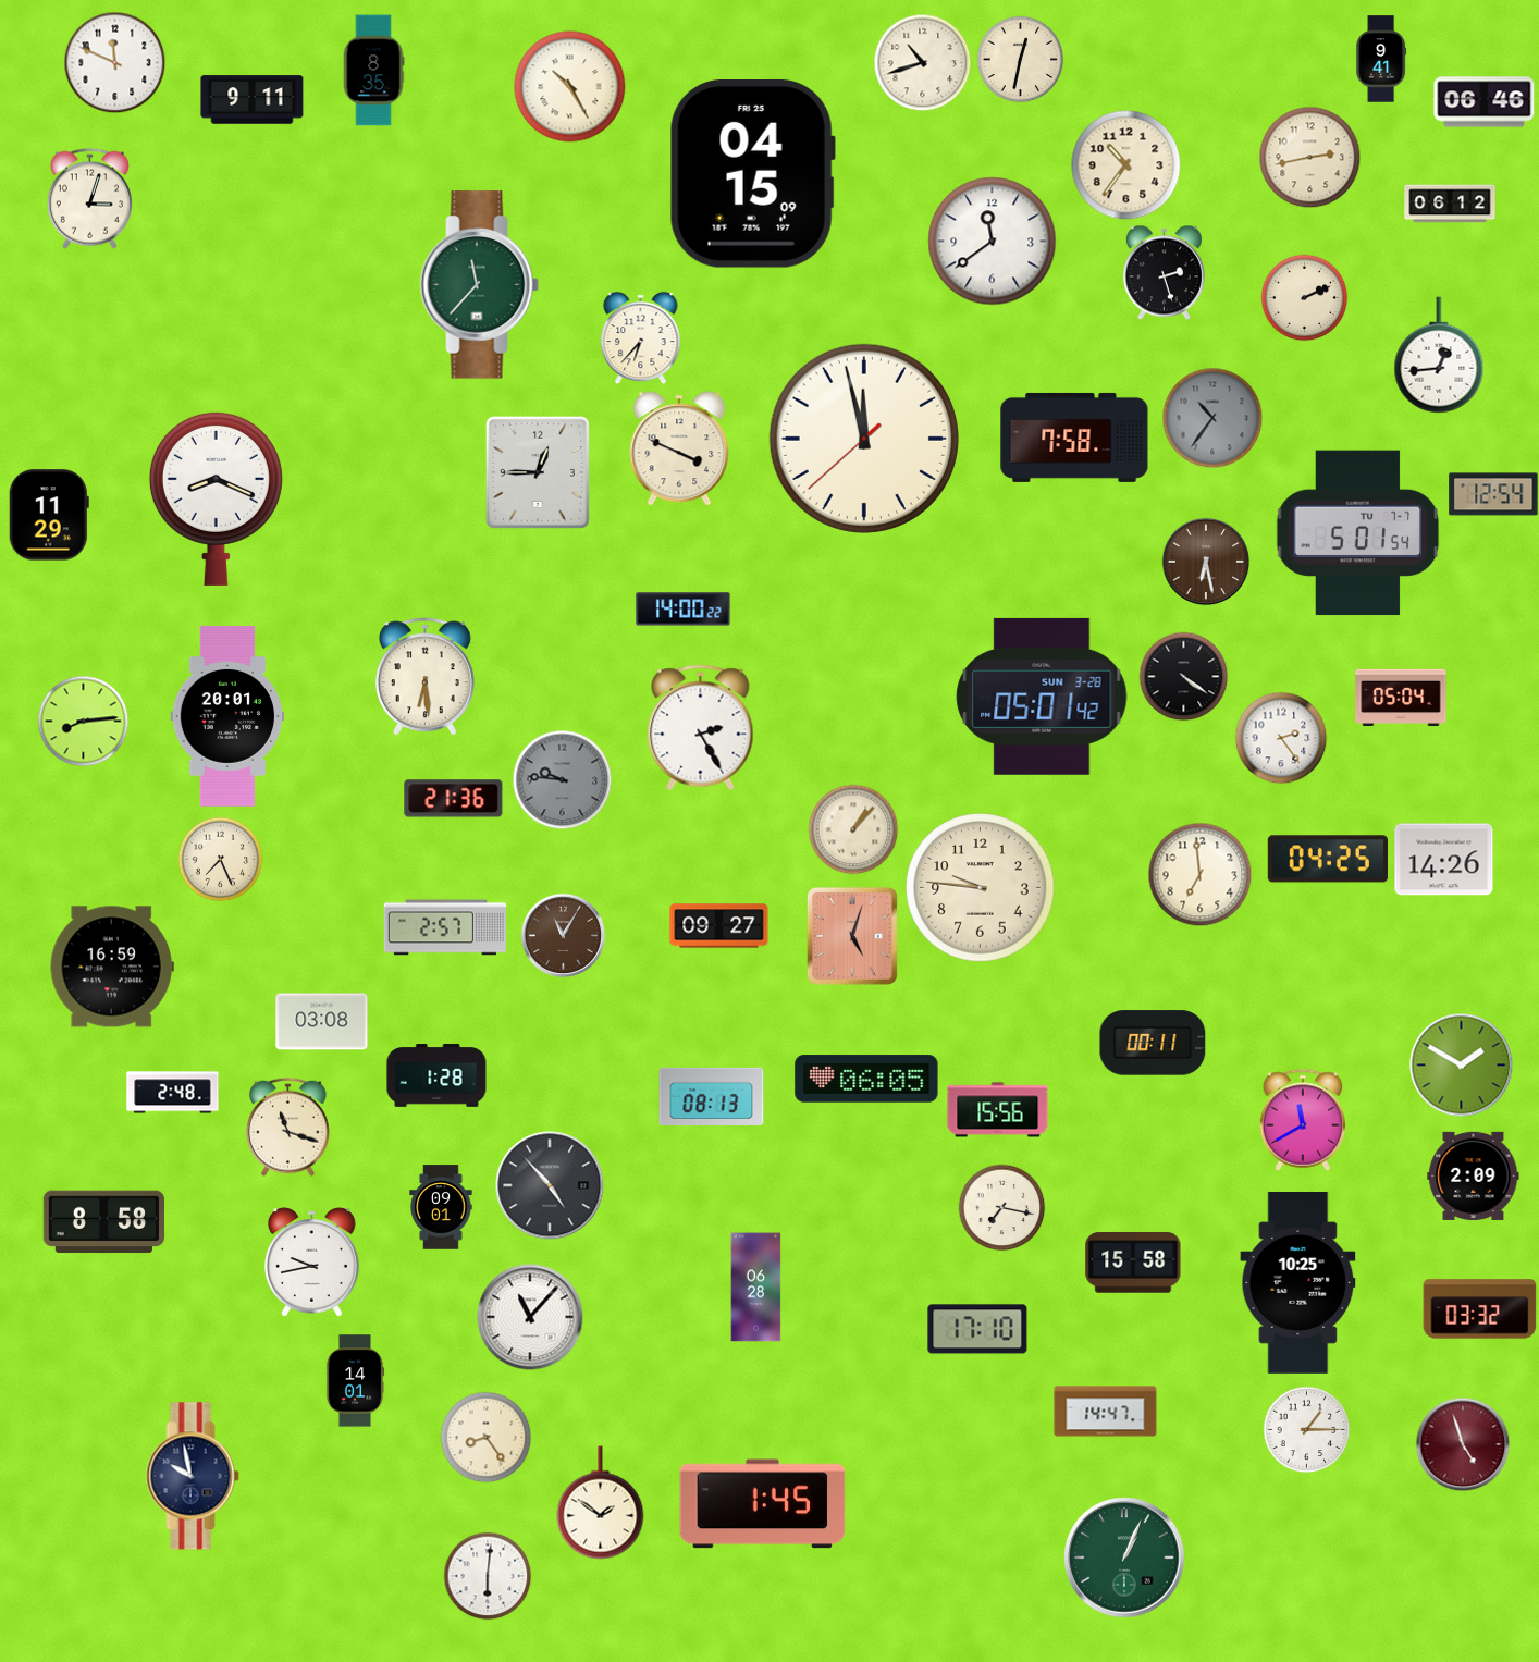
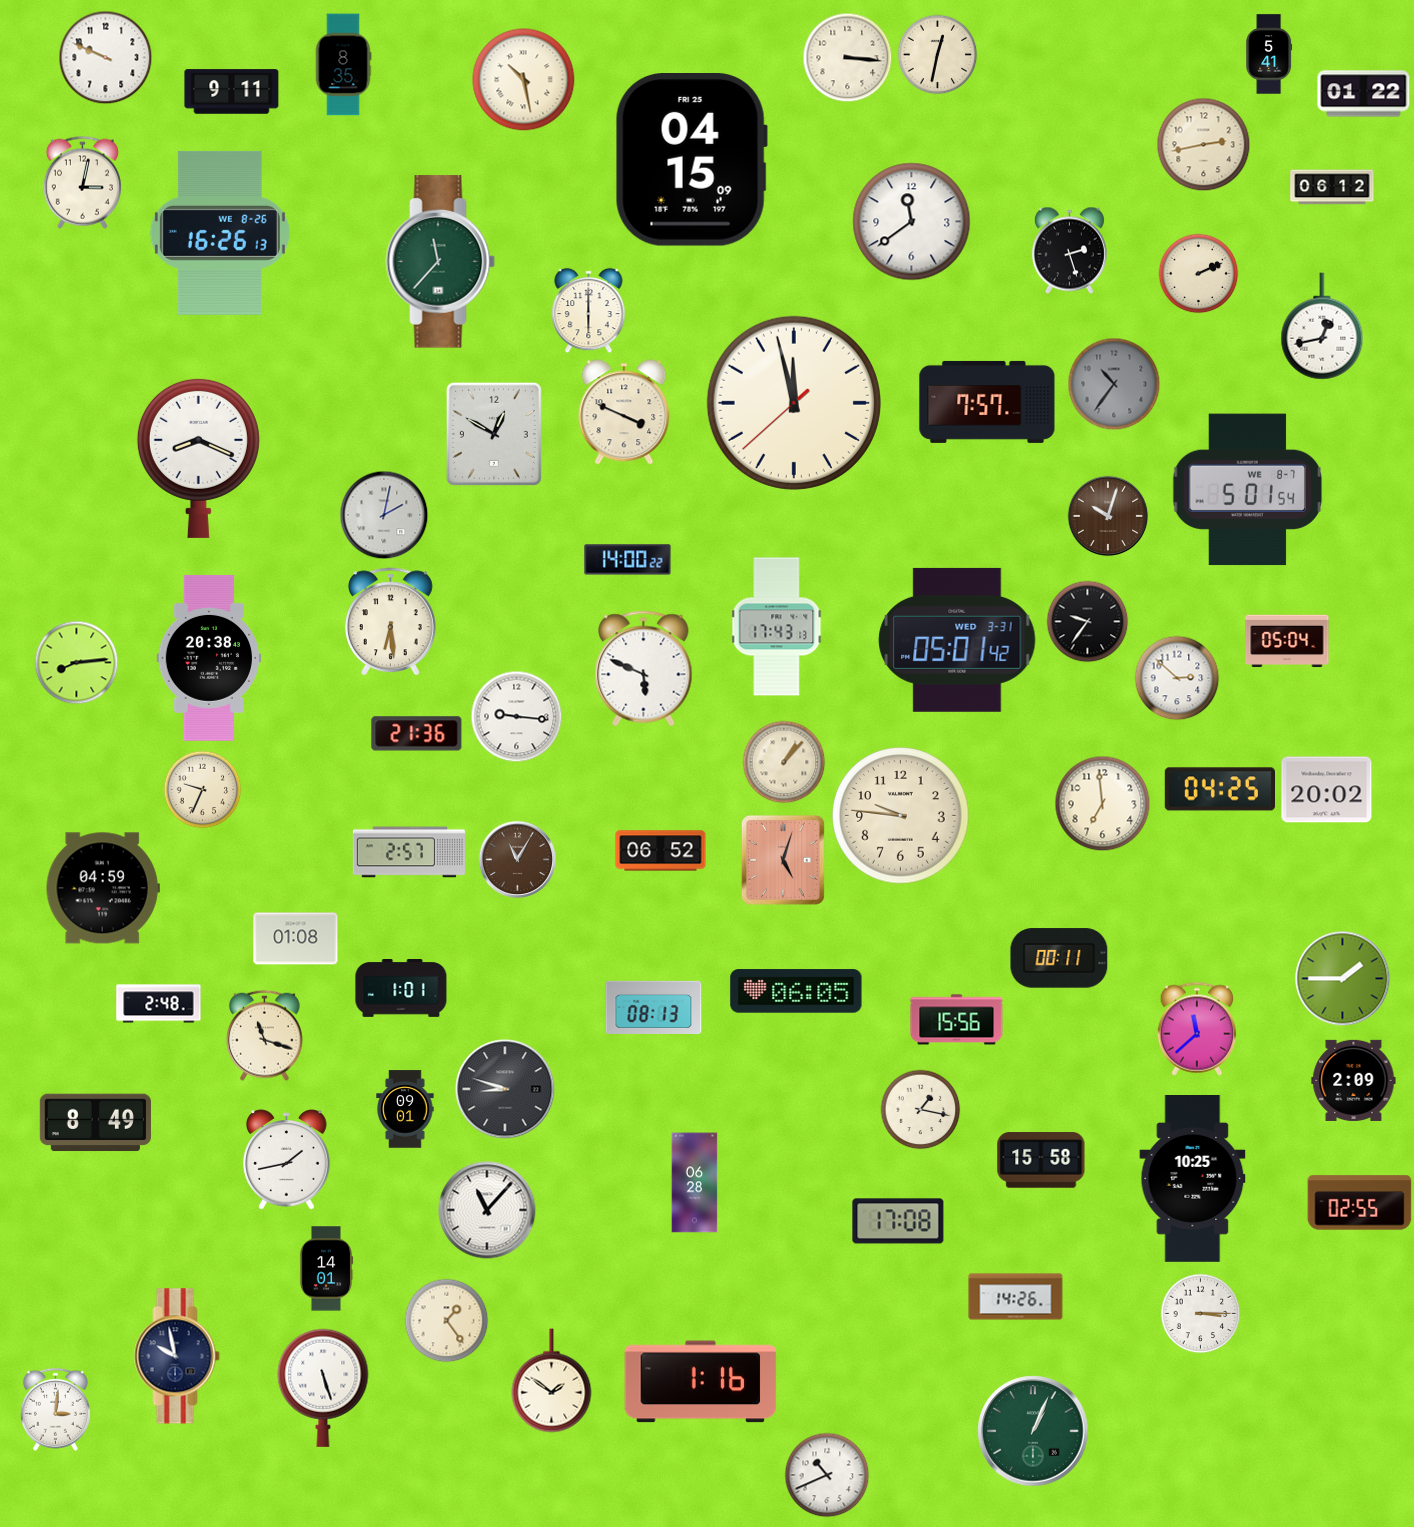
clock at (1381, 59): 9:41 -> 5:41
clock at (114, 62): 11:49 -> 9:49
clock at (922, 62): 10:42 -> 3:16
clock at (570, 87): 10:25 -> 10:28
clock at (1485, 102): 06:46 -> 01:22
clock at (1126, 165): 10:36 -> none
clock at (89, 198): 3:03 -> 3:02
clock at (220, 233): none -> 16:26
clock at (641, 337): 6:37 -> 6:00
clock at (1439, 355): 12:44 -> 12:43
clock at (1074, 438): 7:58 -> 7:57
clock at (538, 472): 12:45 -> 12:50
clock at (1493, 494): 12:54 -> none
clock at (49, 515): 11:29 -> none
clock at (1358, 533) date: TU 7-7 -> WE 8-7
clock at (384, 515): none -> 2:02
clock at (1206, 562): 6:28 -> 10:03
clock at (1183, 676): 4:21 -> 9:36
clock at (777, 627): none -> 17:43
clock at (1042, 697) date: SUN 3-28 -> WED 3-31
clock at (226, 716): 20:01 -> 20:38
clock at (701, 728): 2:25 -> 5:49
clock at (1281, 738): 2:24 -> 2:52
clock at (562, 779): 9:46 -> 9:16
clock at (562, 779) dial: grey -> white
clock at (220, 859): 7:26 -> 9:34
clock at (1444, 860): 14:26 -> 20:02
clock at (719, 926): 09:27 -> 06:52
clock at (112, 967): 16:59 -> 04:59
clock at (322, 1022): 03:08 -> 01:08
clock at (1461, 1064): 1:50 -> 1:45
clock at (436, 1076): 1:28 -> 1:01
clock at (998, 1110) position: (998, 1110) -> (957, 1020)
clock at (1303, 1120): 11:40 -> 11:38
clock at (550, 1185): 4:53 -> 8:48
clock at (1001, 1207): 7:17 -> 1:17
clock at (103, 1222): 8:58 -> 8:49
clock at (312, 1263): 9:43 -> 1:43
clock at (1480, 1309): 03:32 -> 02:55
clock at (977, 1329): 17:10 -> 17:08
clock at (1106, 1412): 14:47 -> 14:26
clock at (1306, 1429): 1:15 -> 3:15
clock at (485, 1437): 8:24 -> 1:24
clock at (1463, 1444): 4:57 -> none
clock at (763, 1504): 1:45 -> 1:16
clock at (323, 1388): none -> 5:27
clock at (55, 1409): none -> 3:01
clock at (488, 1576): 6:01 -> none
clock at (827, 1475): none -> 10:41
